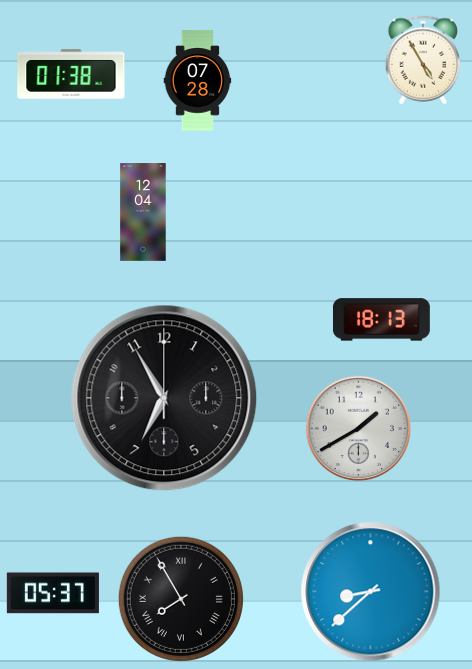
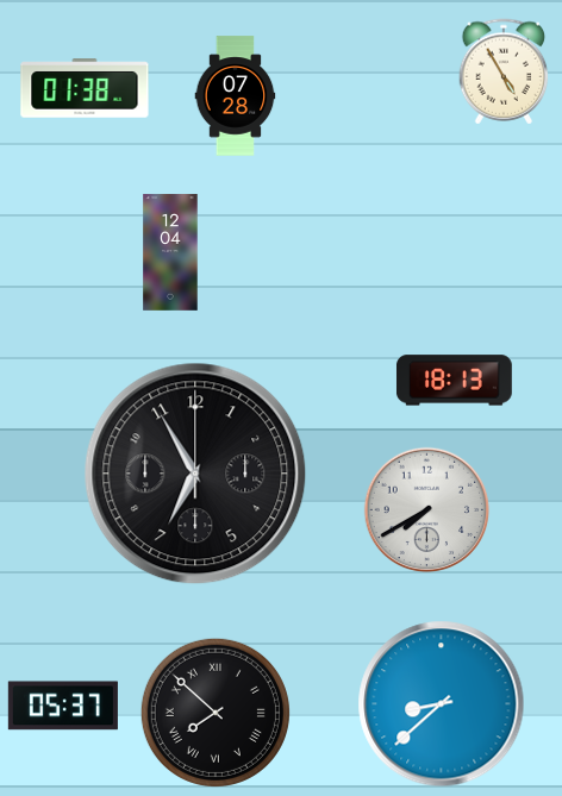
clock at (359, 429): 1:40 -> 7:40
clock at (181, 599): 7:55 -> 7:52
